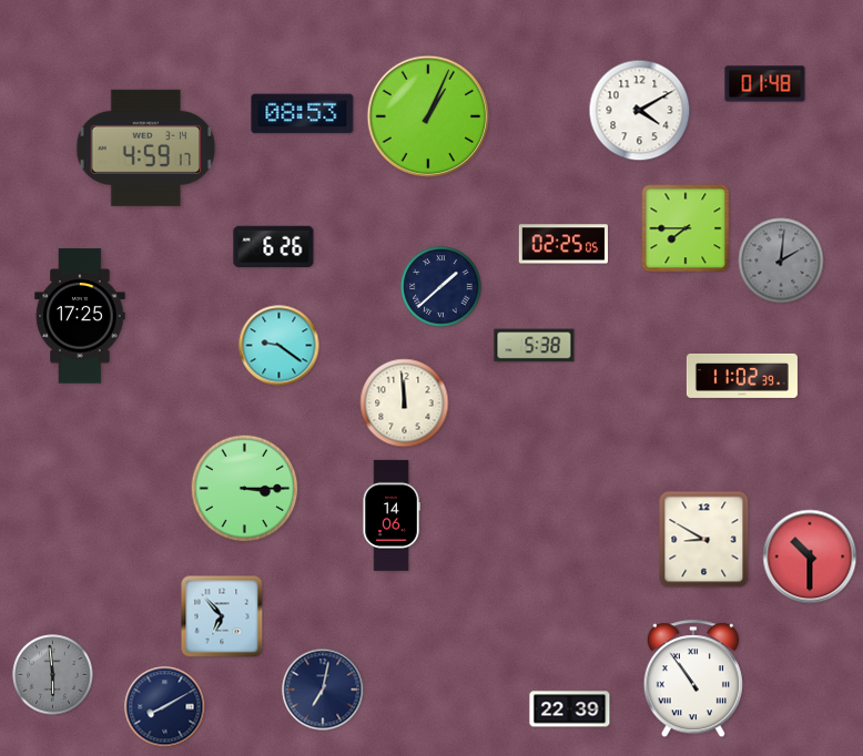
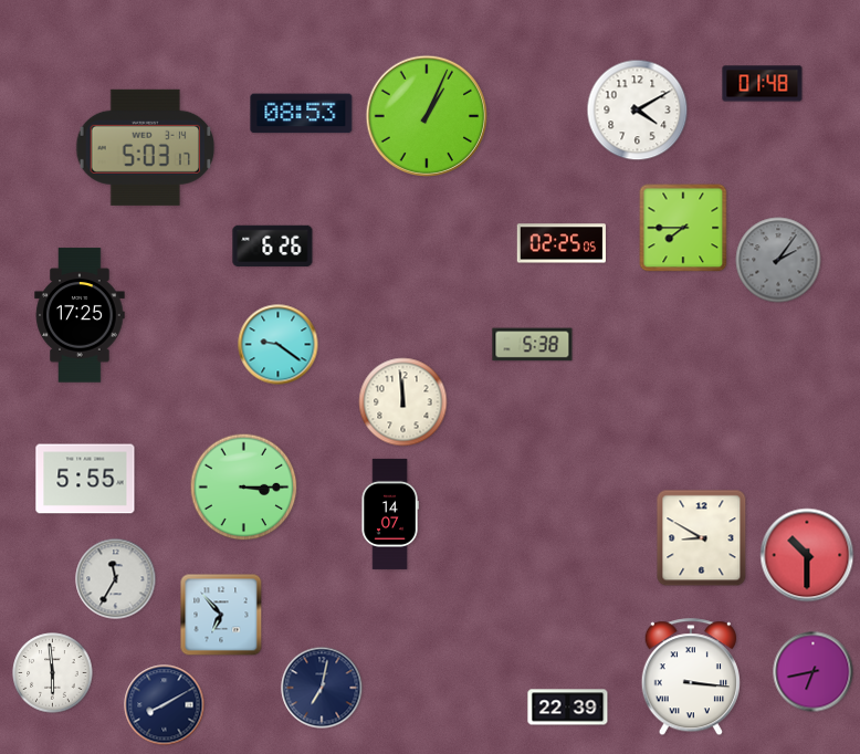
clock at (146, 147): 4:59 -> 5:03
clock at (781, 260): 2:01 -> 2:06
clock at (441, 287): 1:38 -> none
clock at (742, 376): 11:02 -> none
clock at (85, 479): none -> 5:55
clock at (392, 515): 14:06 -> 14:07
clock at (116, 579): none -> 11:35
clock at (814, 672): none -> 6:43
clock at (53, 675) dial: grey -> white
clock at (693, 680): 10:54 -> 3:16
